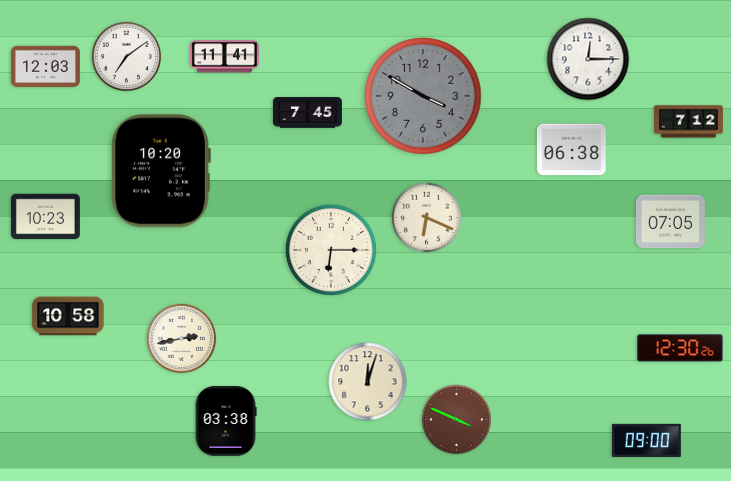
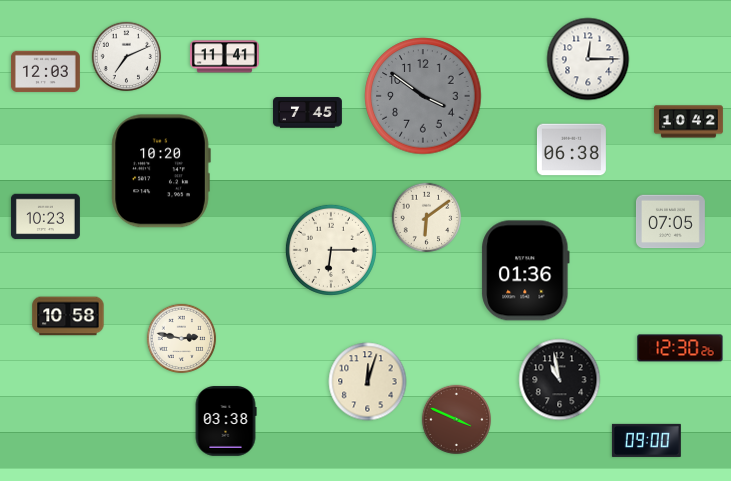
clock at (127, 57): 7:09 -> 7:11
clock at (45, 67) position: (45, 67) -> (45, 72)
clock at (423, 96): 3:50 -> 3:51
clock at (688, 122): 7:12 -> 10:42
clock at (427, 218): 6:19 -> 6:09
clock at (526, 271): none -> 01:36
clock at (182, 339): 2:43 -> 2:47
clock at (560, 380): none -> 10:58
